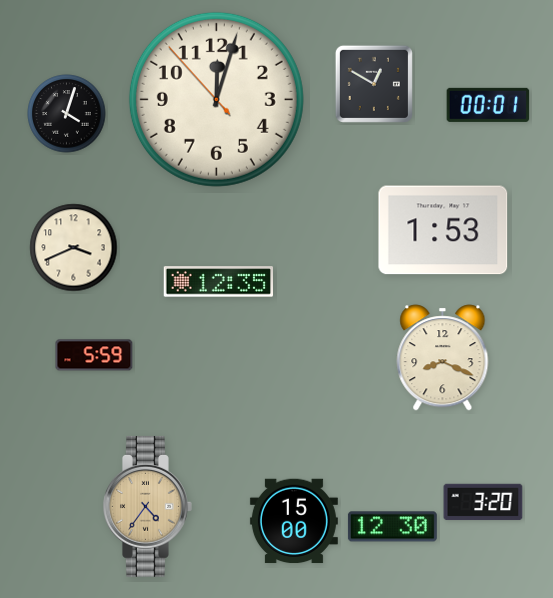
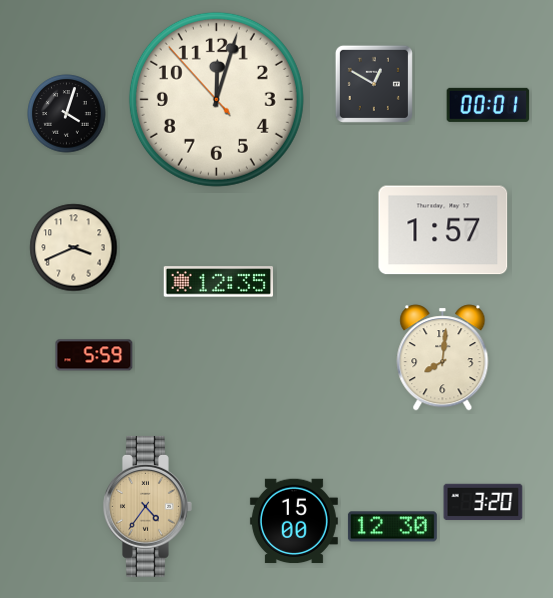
clock at (443, 230): 1:53 -> 1:57
clock at (443, 358): 8:19 -> 8:01
